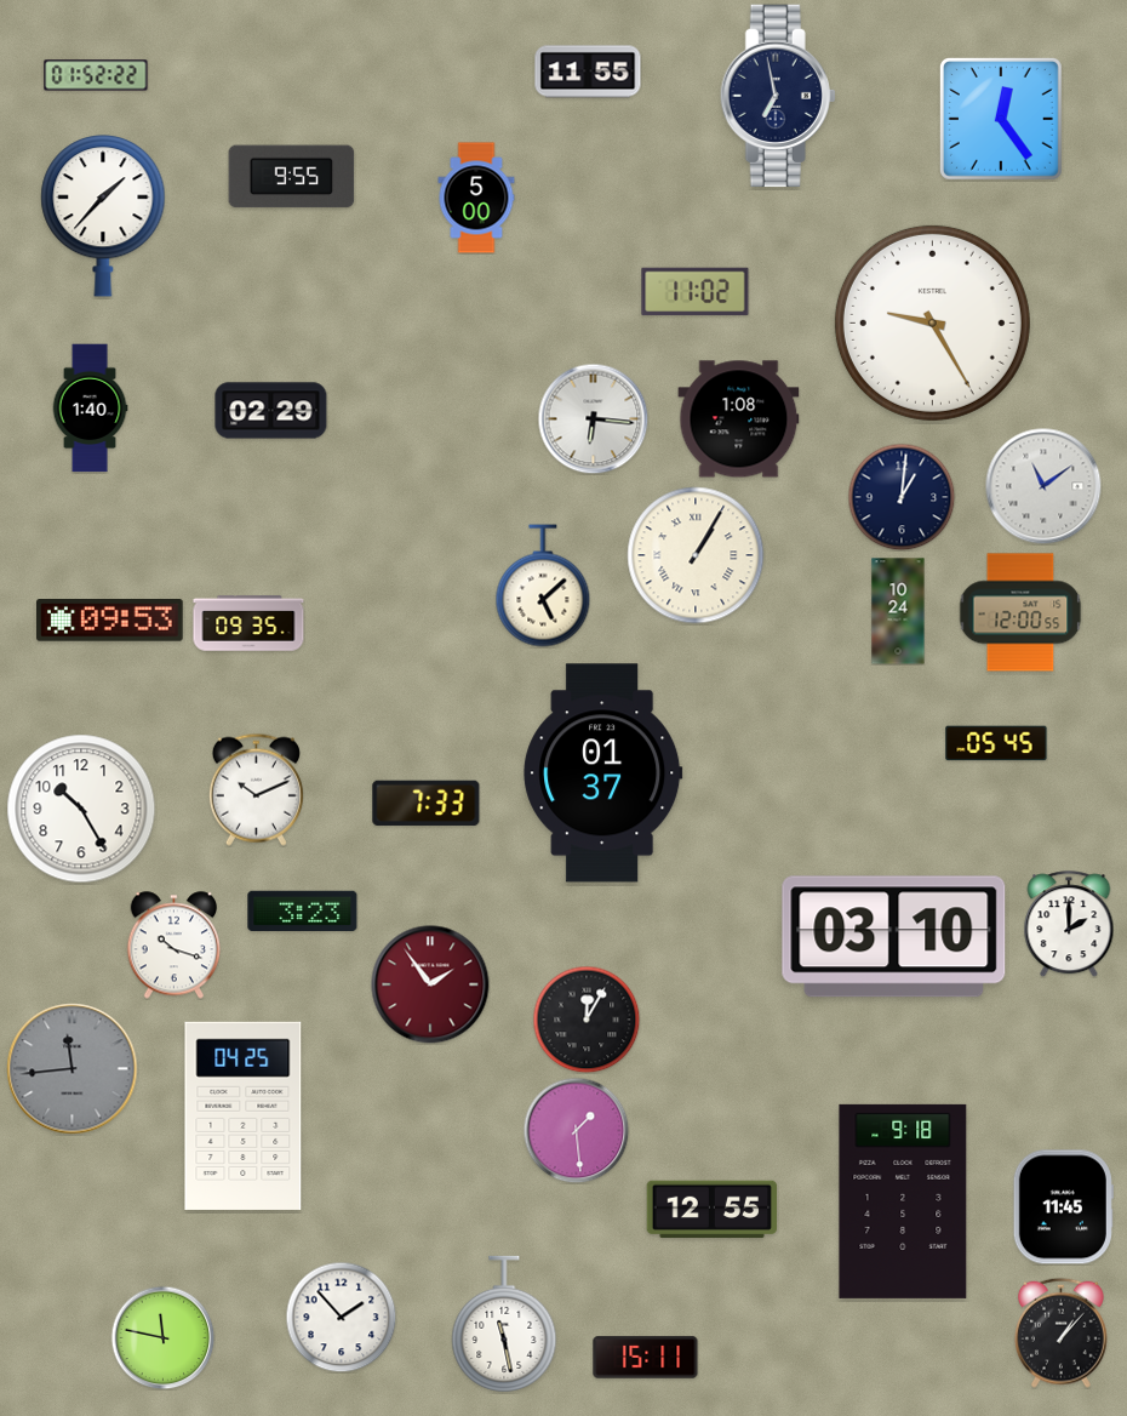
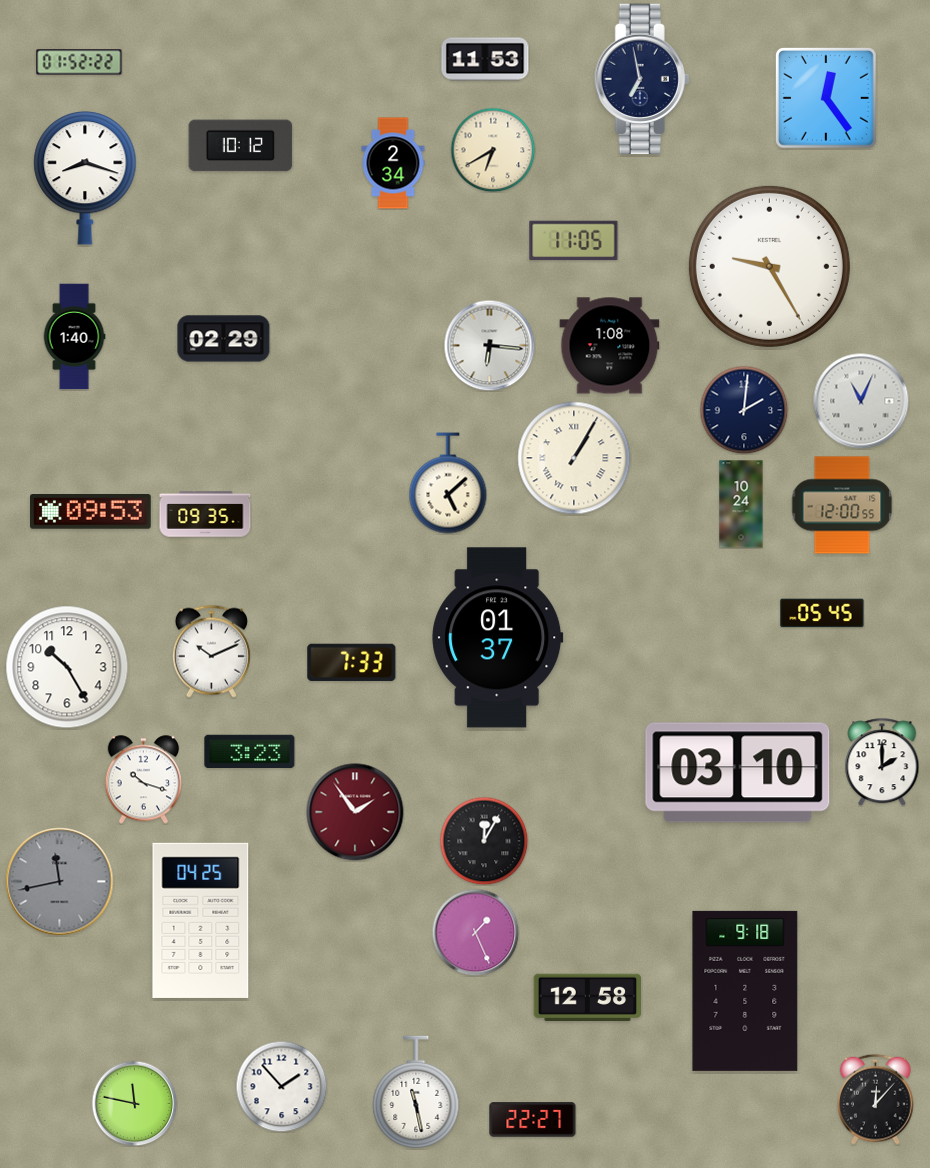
clock at (588, 72): 11:55 -> 11:53
clock at (292, 177): 9:55 -> 10:12
clock at (493, 150): none -> 6:40
clock at (476, 198): 5:00 -> 2:34
clock at (103, 216): 1:37 -> 8:18
clock at (696, 292): 11:02 -> 11:05
clock at (1043, 486): 11:09 -> 11:04
clock at (902, 497): 1:01 -> 2:01
clock at (73, 1069): 11:44 -> 11:43
clock at (576, 1130): 1:29 -> 1:26
clock at (1063, 1207): 11:45 -> none
clock at (713, 1209): 12:55 -> 12:58
clock at (1062, 1332): 1:07 -> 12:07
clock at (646, 1358): 15:11 -> 22:27
